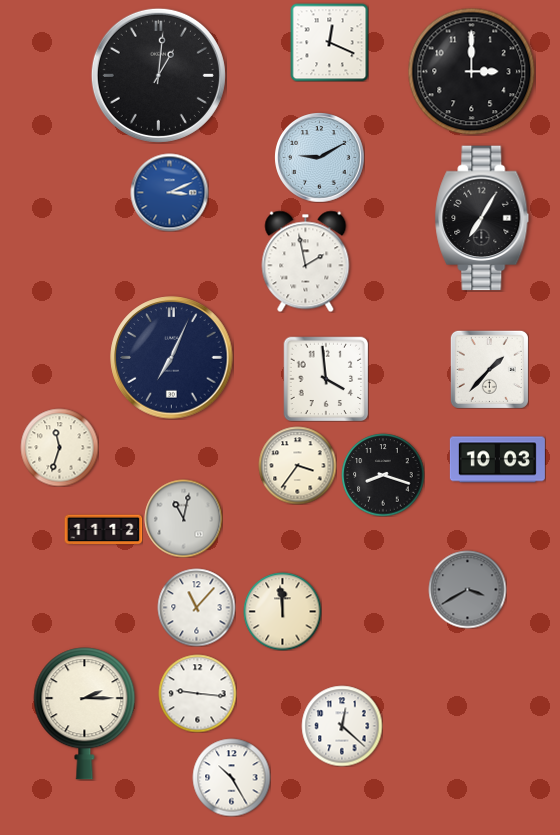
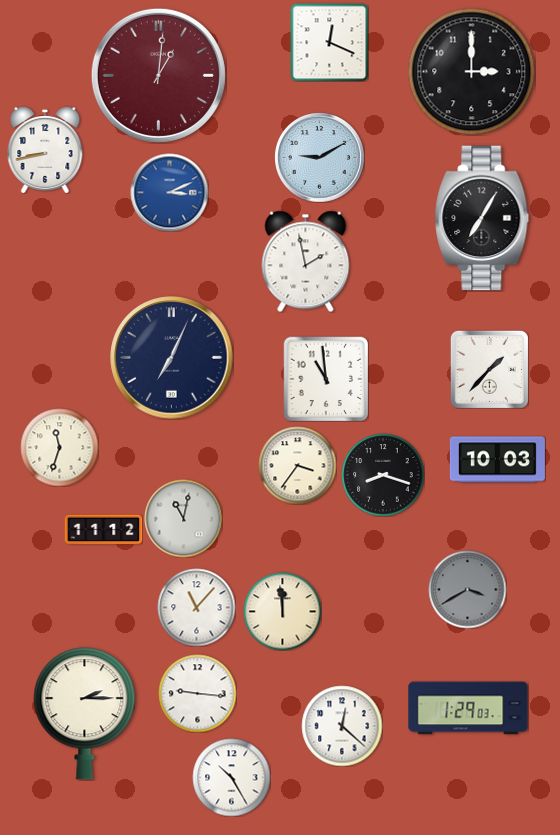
clock at (158, 75) dial: black -> burgundy
clock at (45, 150): none -> 8:43
clock at (326, 379): 3:59 -> 10:59
clock at (468, 708): none -> 1:29
